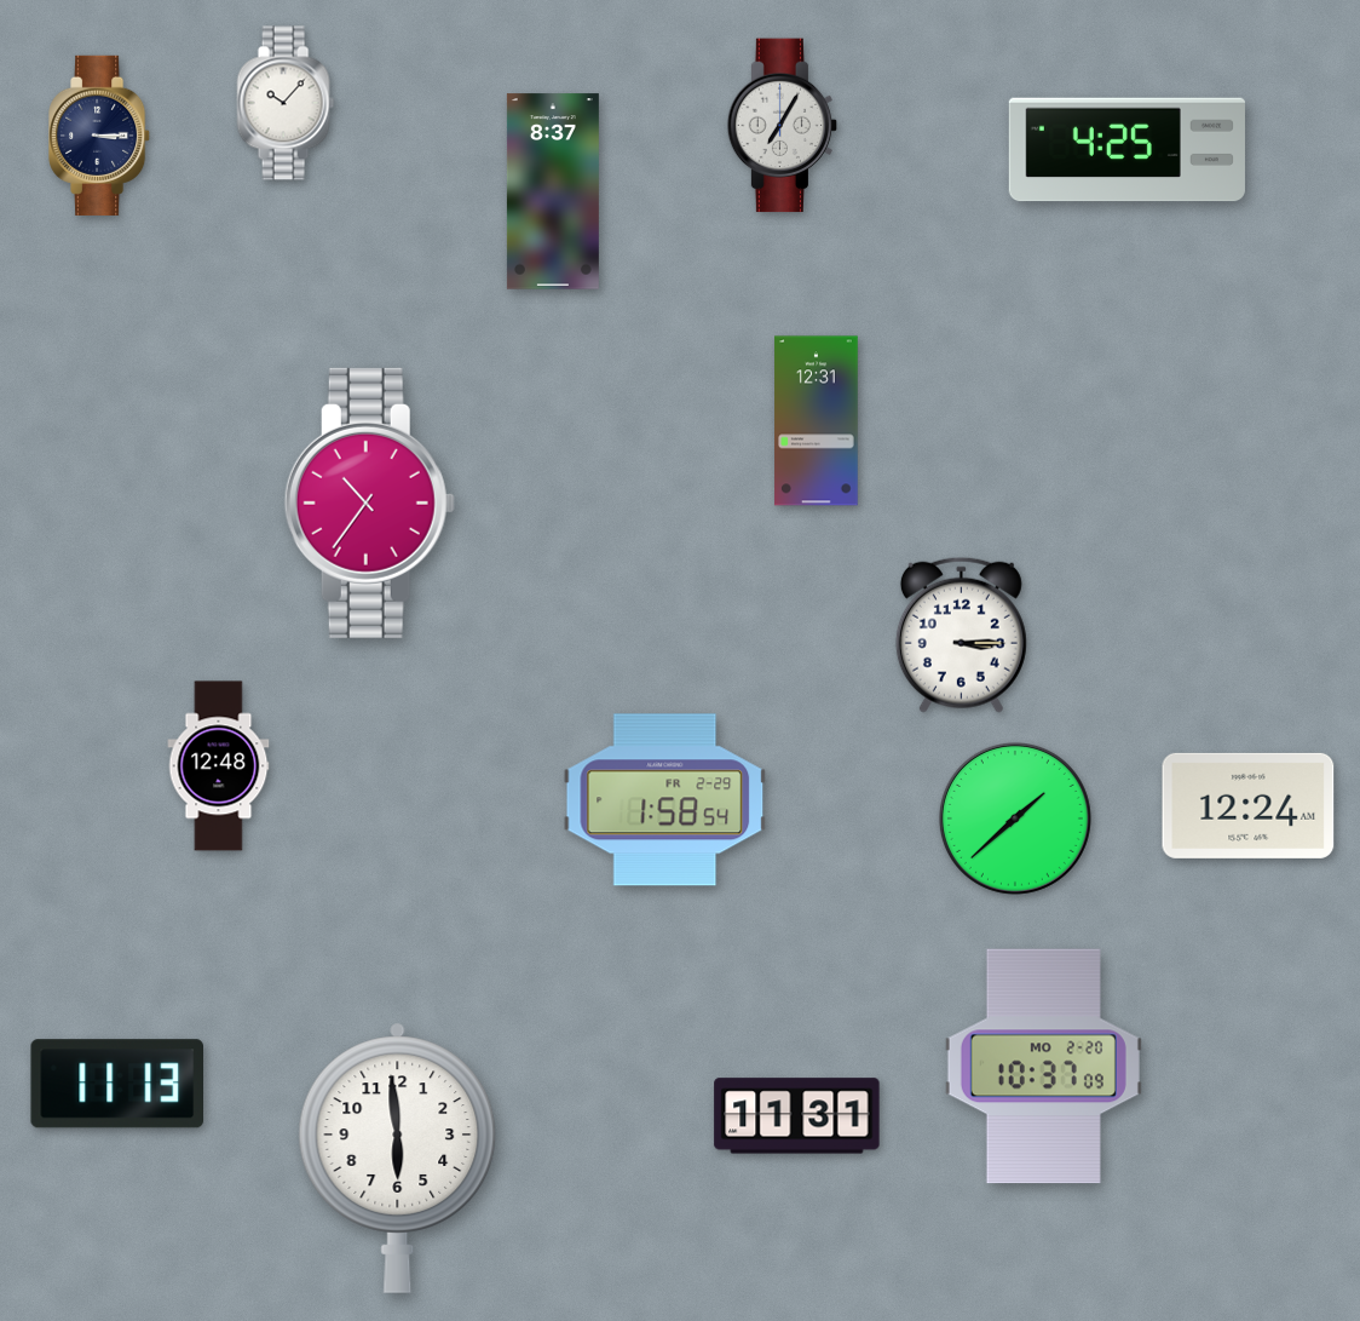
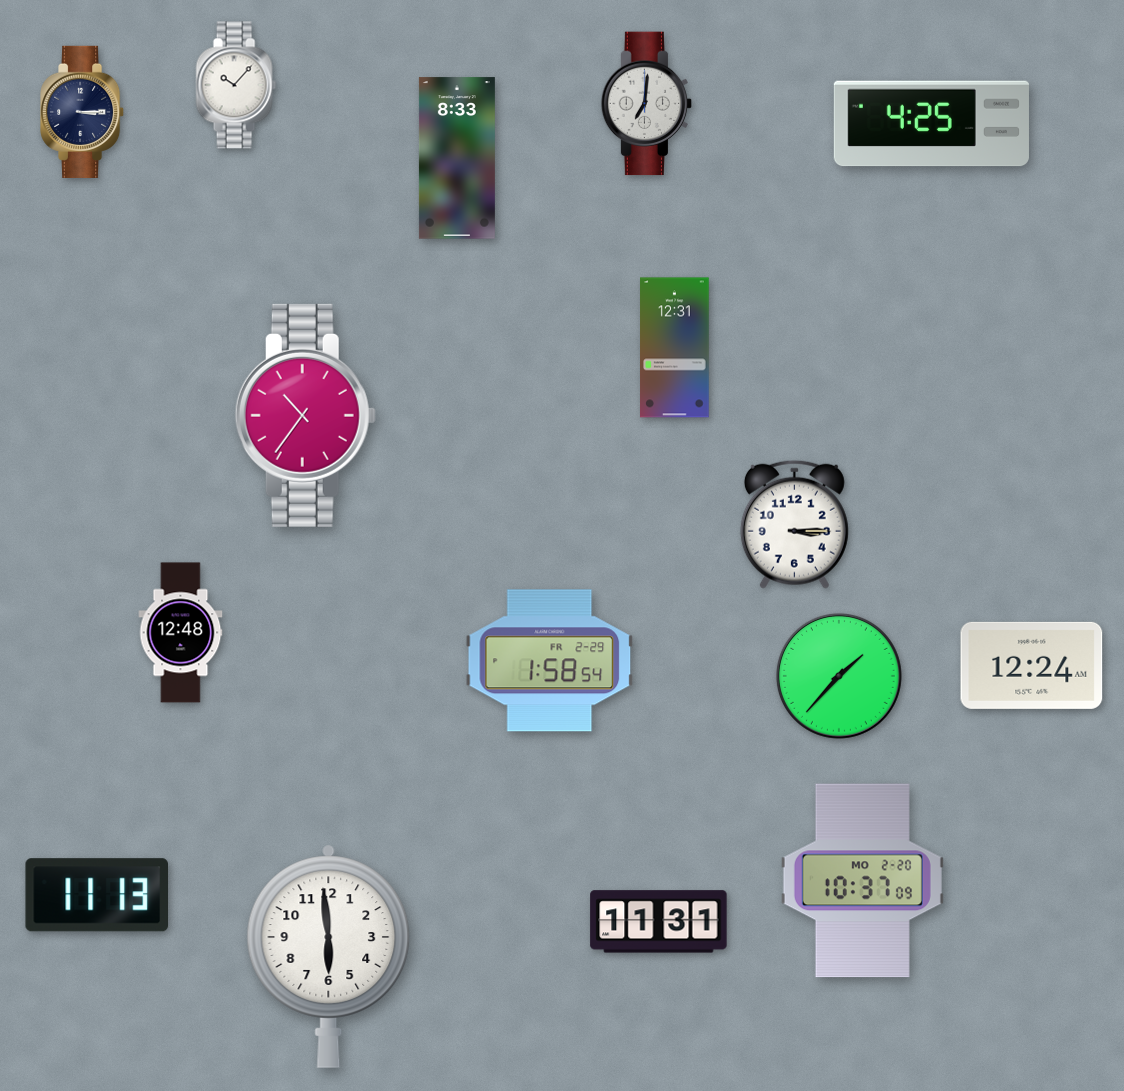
clock at (783, 126): 7:05 -> 7:01
clock at (553, 191): 8:37 -> 8:33
clock at (1015, 819): 1:38 -> 1:37
